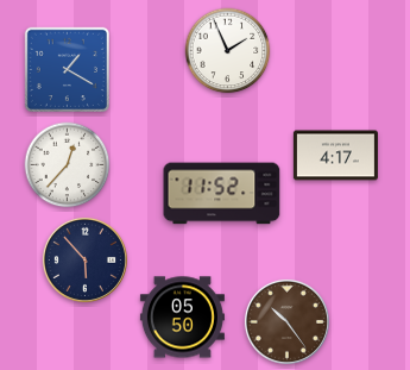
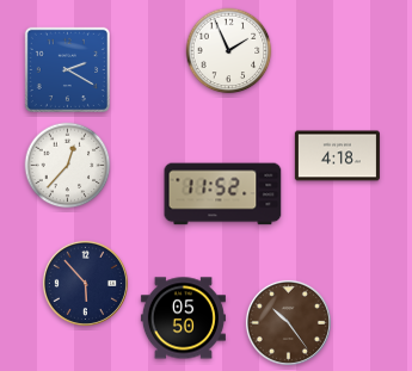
clock at (67, 69): 1:20 -> 2:20
clock at (335, 156): 4:17 -> 4:18
clock at (84, 259) position: (84, 259) -> (85, 283)
